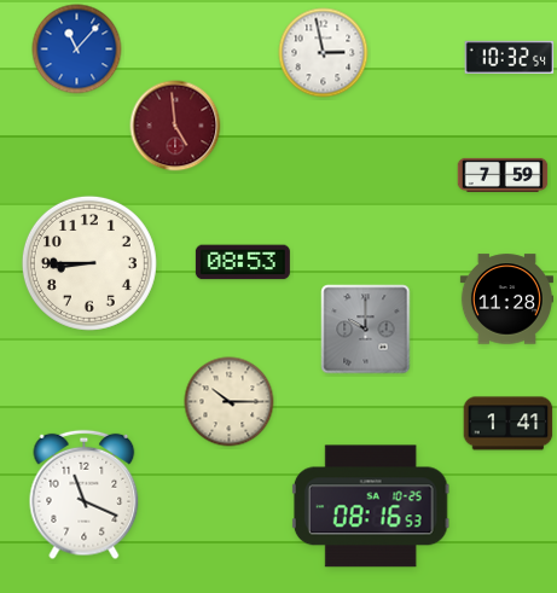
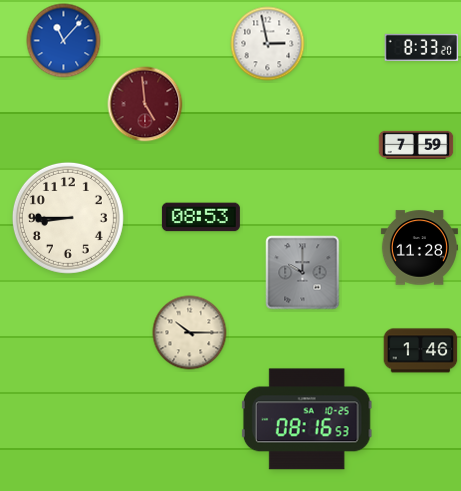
clock at (510, 57): 10:32 -> 8:33
clock at (89, 263) position: (89, 263) -> (68, 218)
clock at (509, 424): 1:41 -> 1:46
clock at (85, 495): 11:19 -> none
